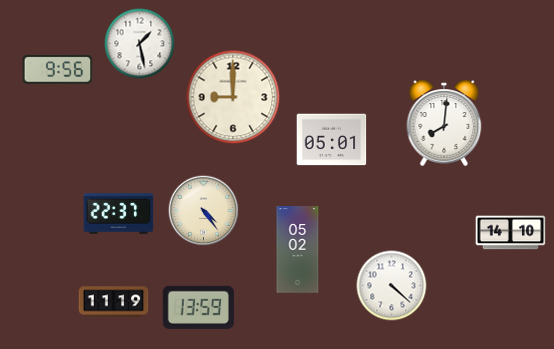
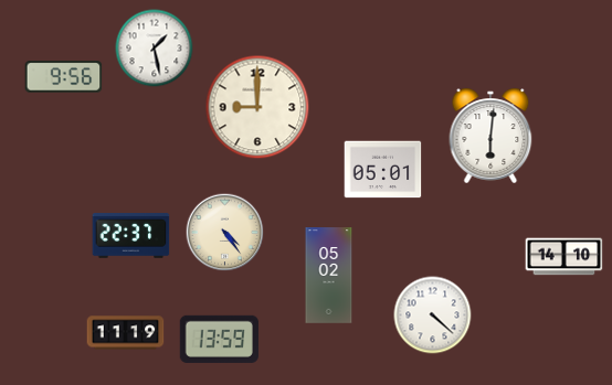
clock at (444, 123): 8:01 -> 6:01
clock at (332, 140) position: (332, 140) -> (383, 170)
